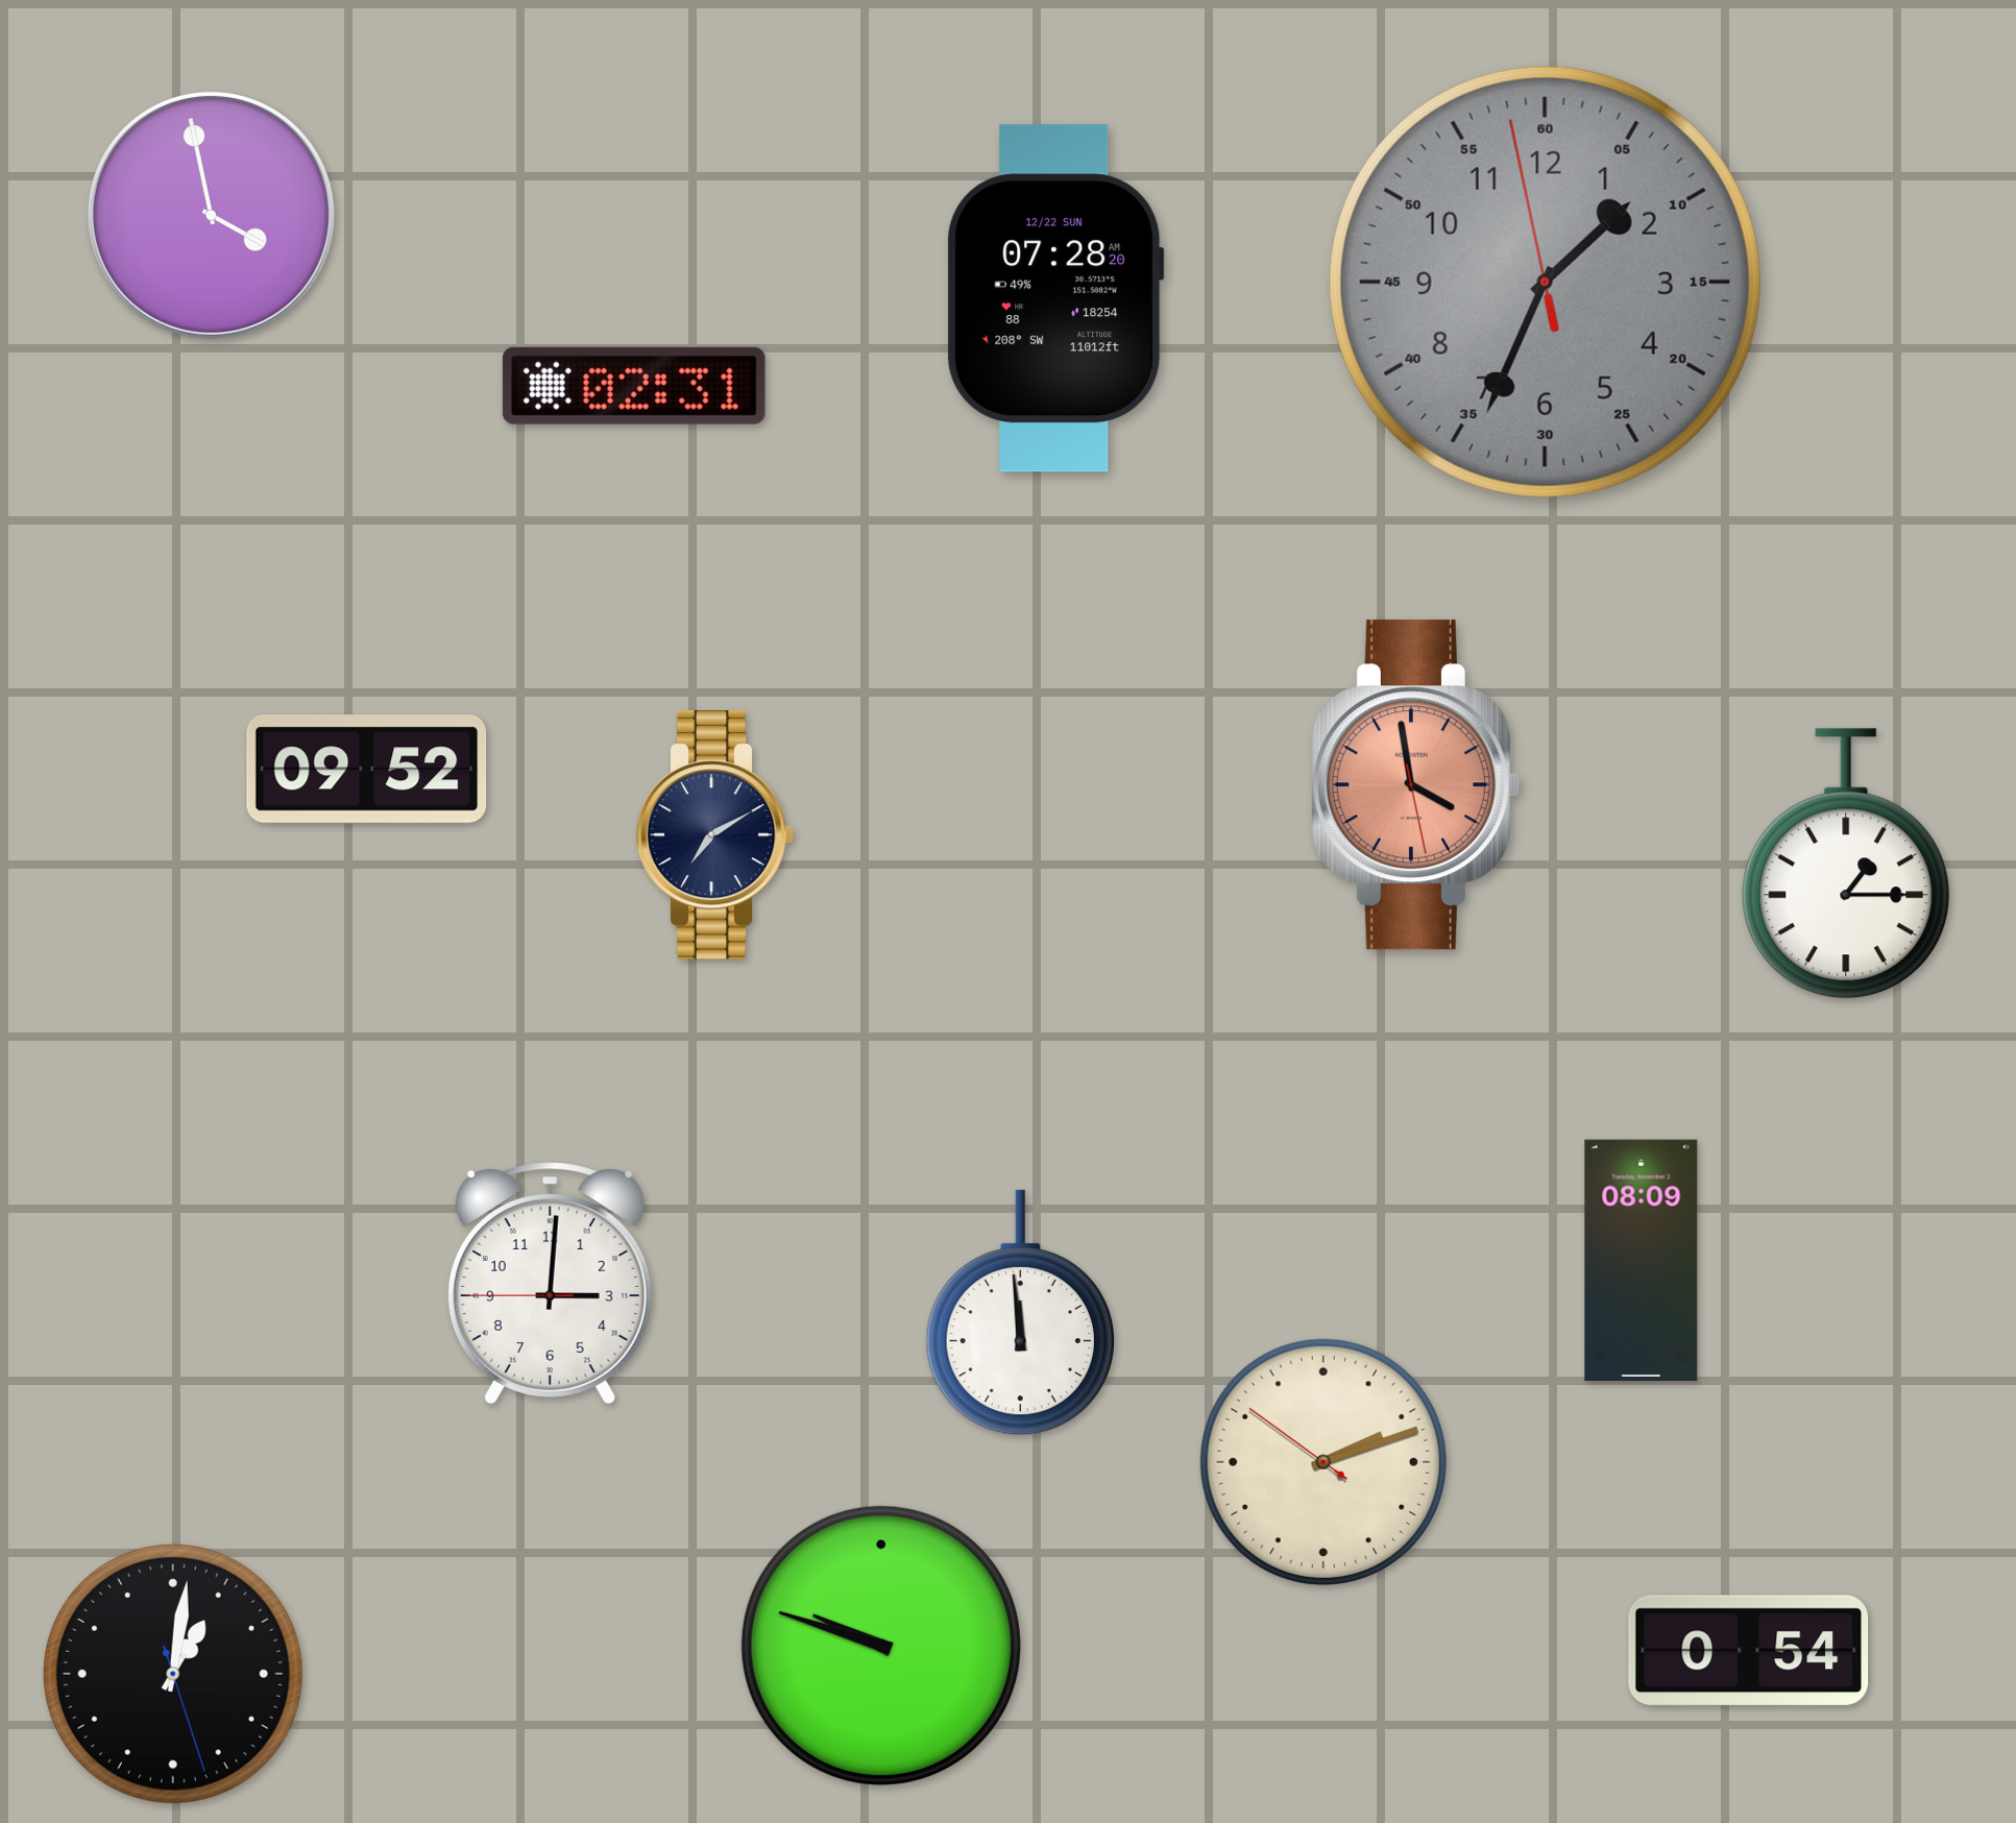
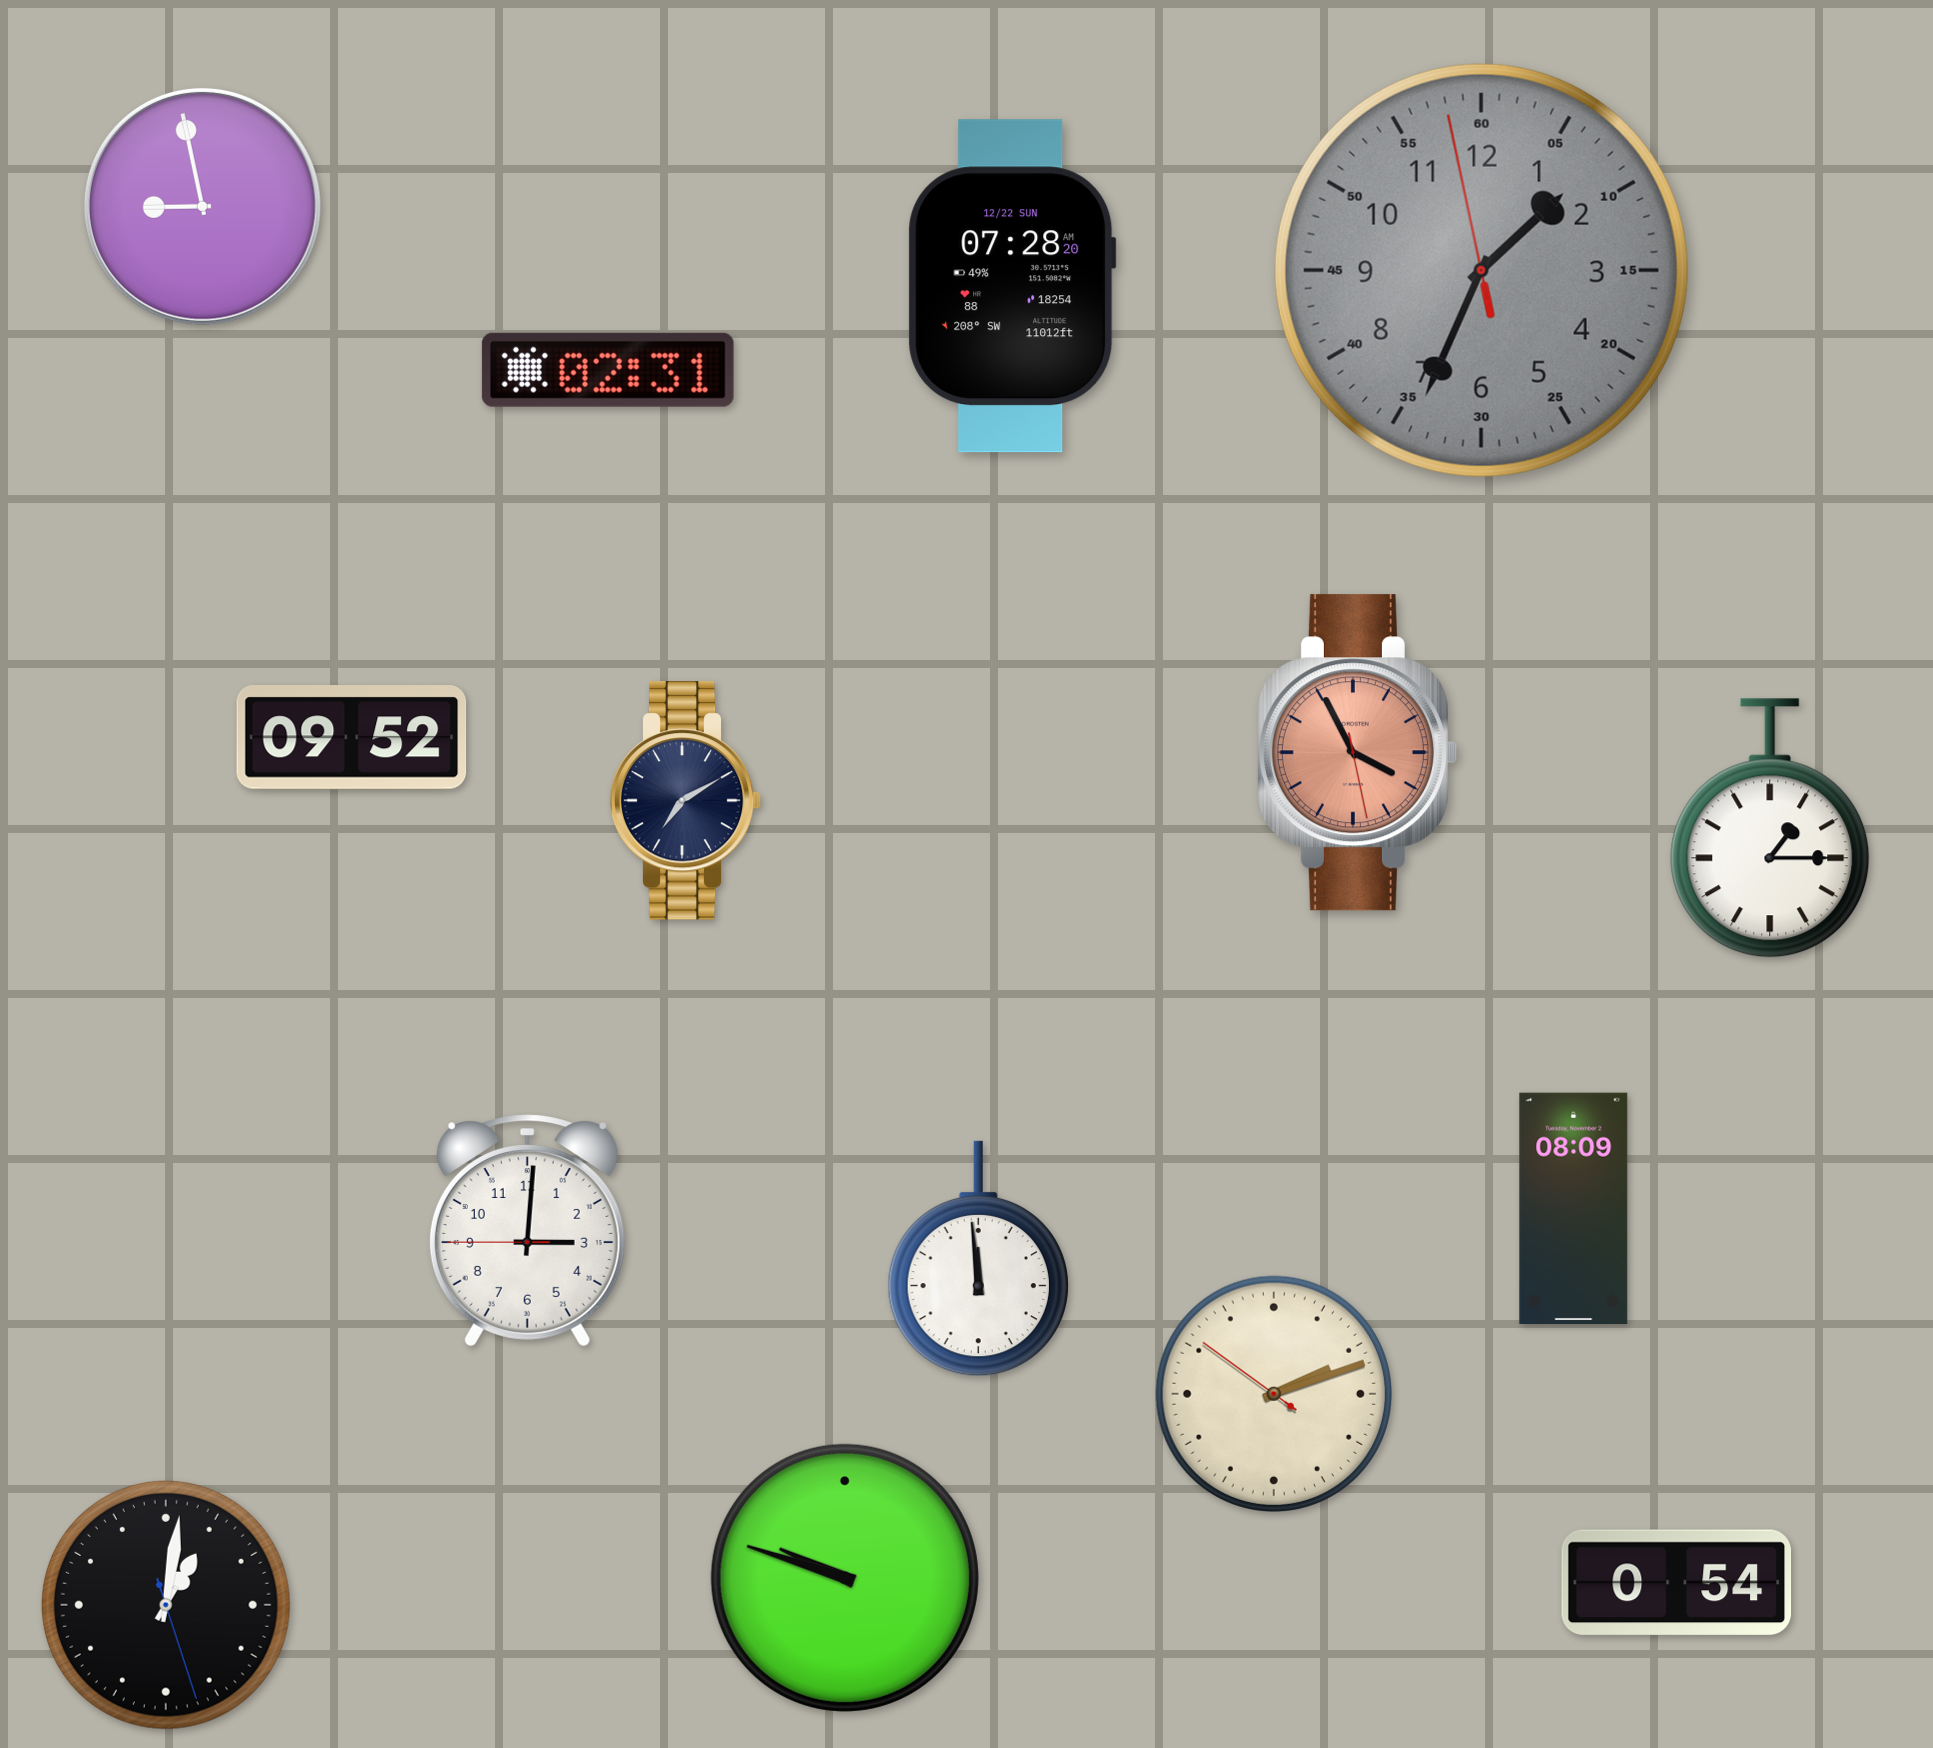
clock at (211, 215): 3:58 -> 8:58
clock at (1415, 785): 3:58 -> 3:55
clock at (1323, 1462) position: (1323, 1462) -> (1274, 1394)
